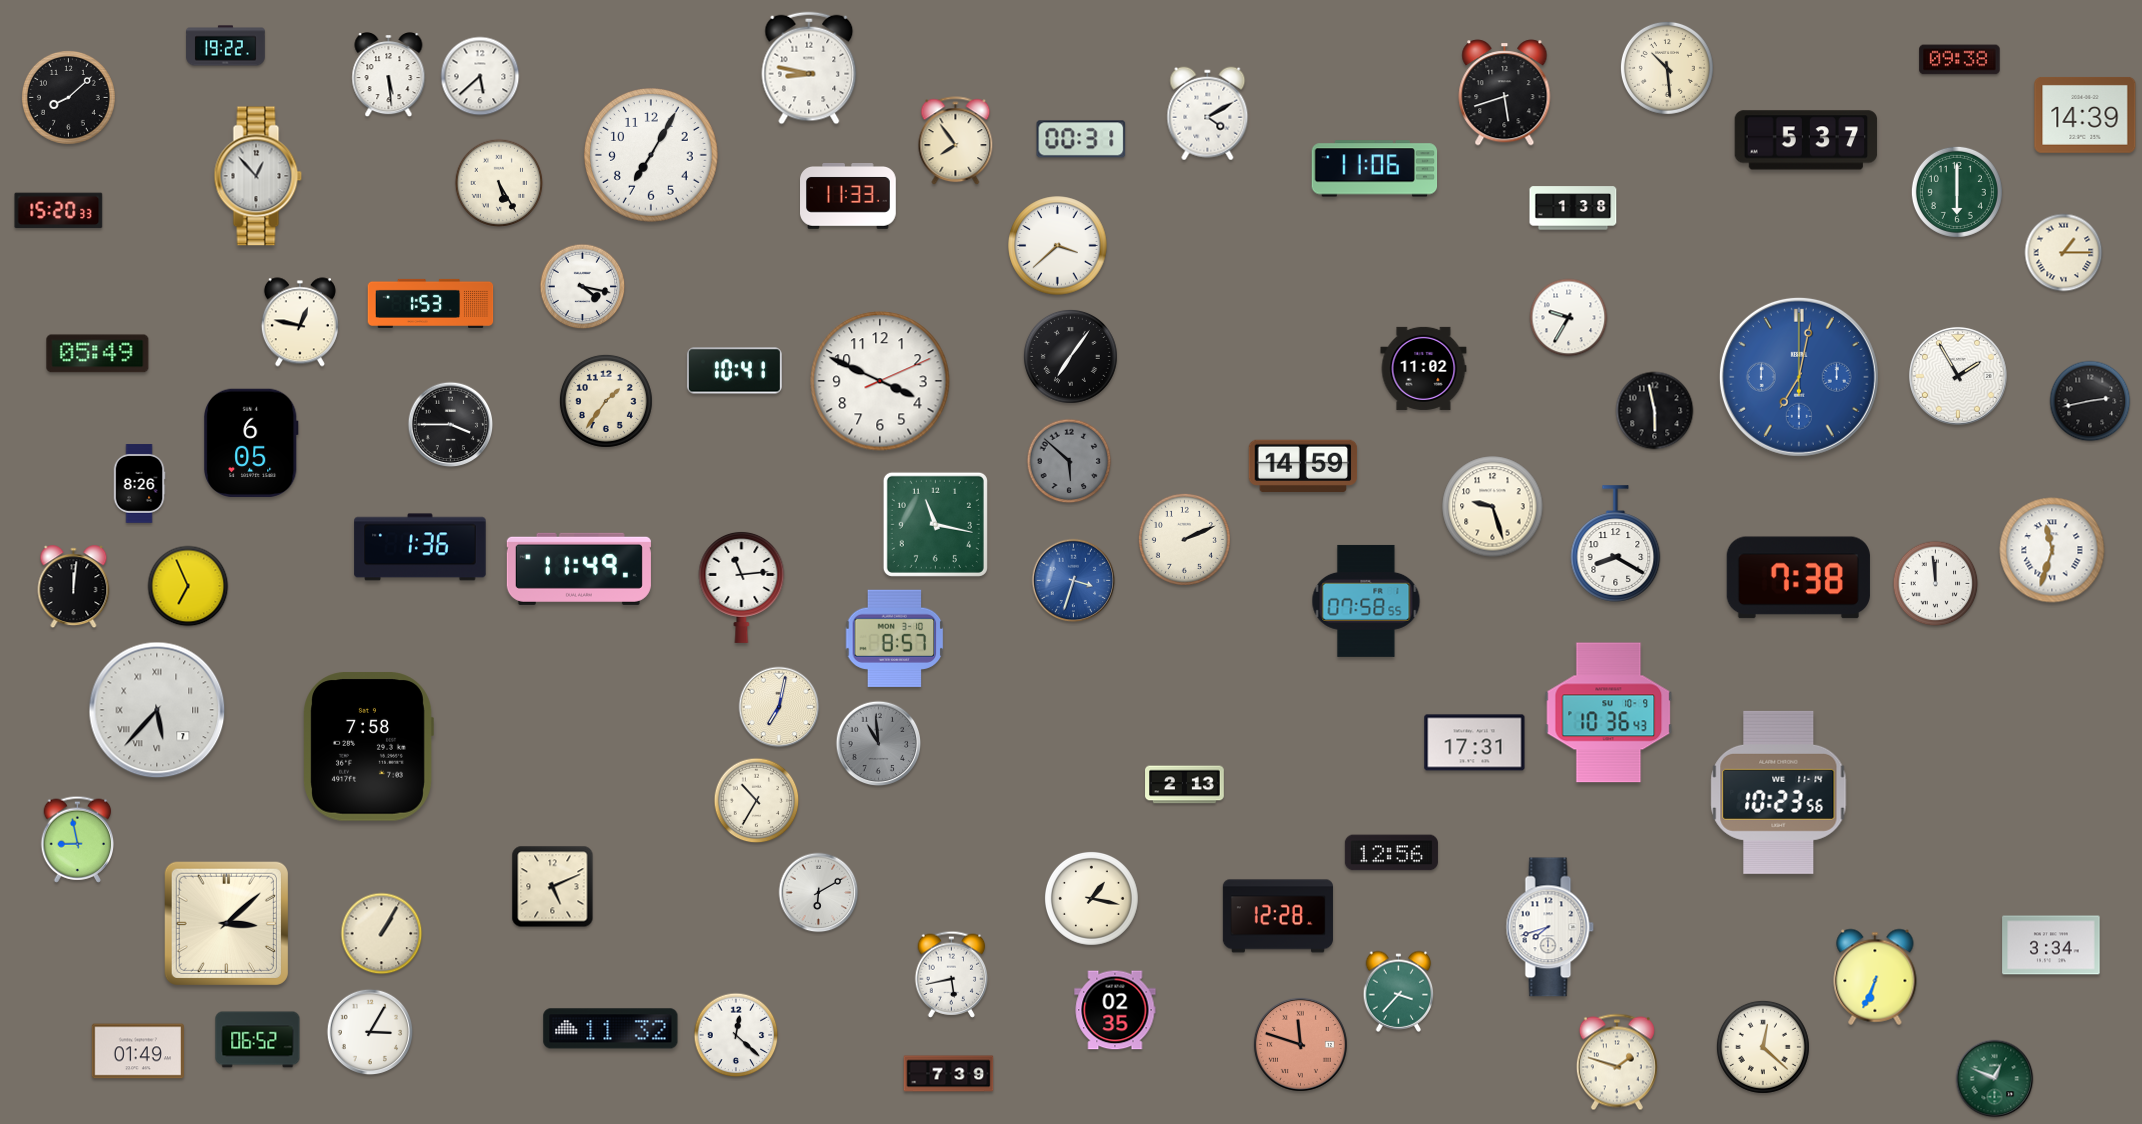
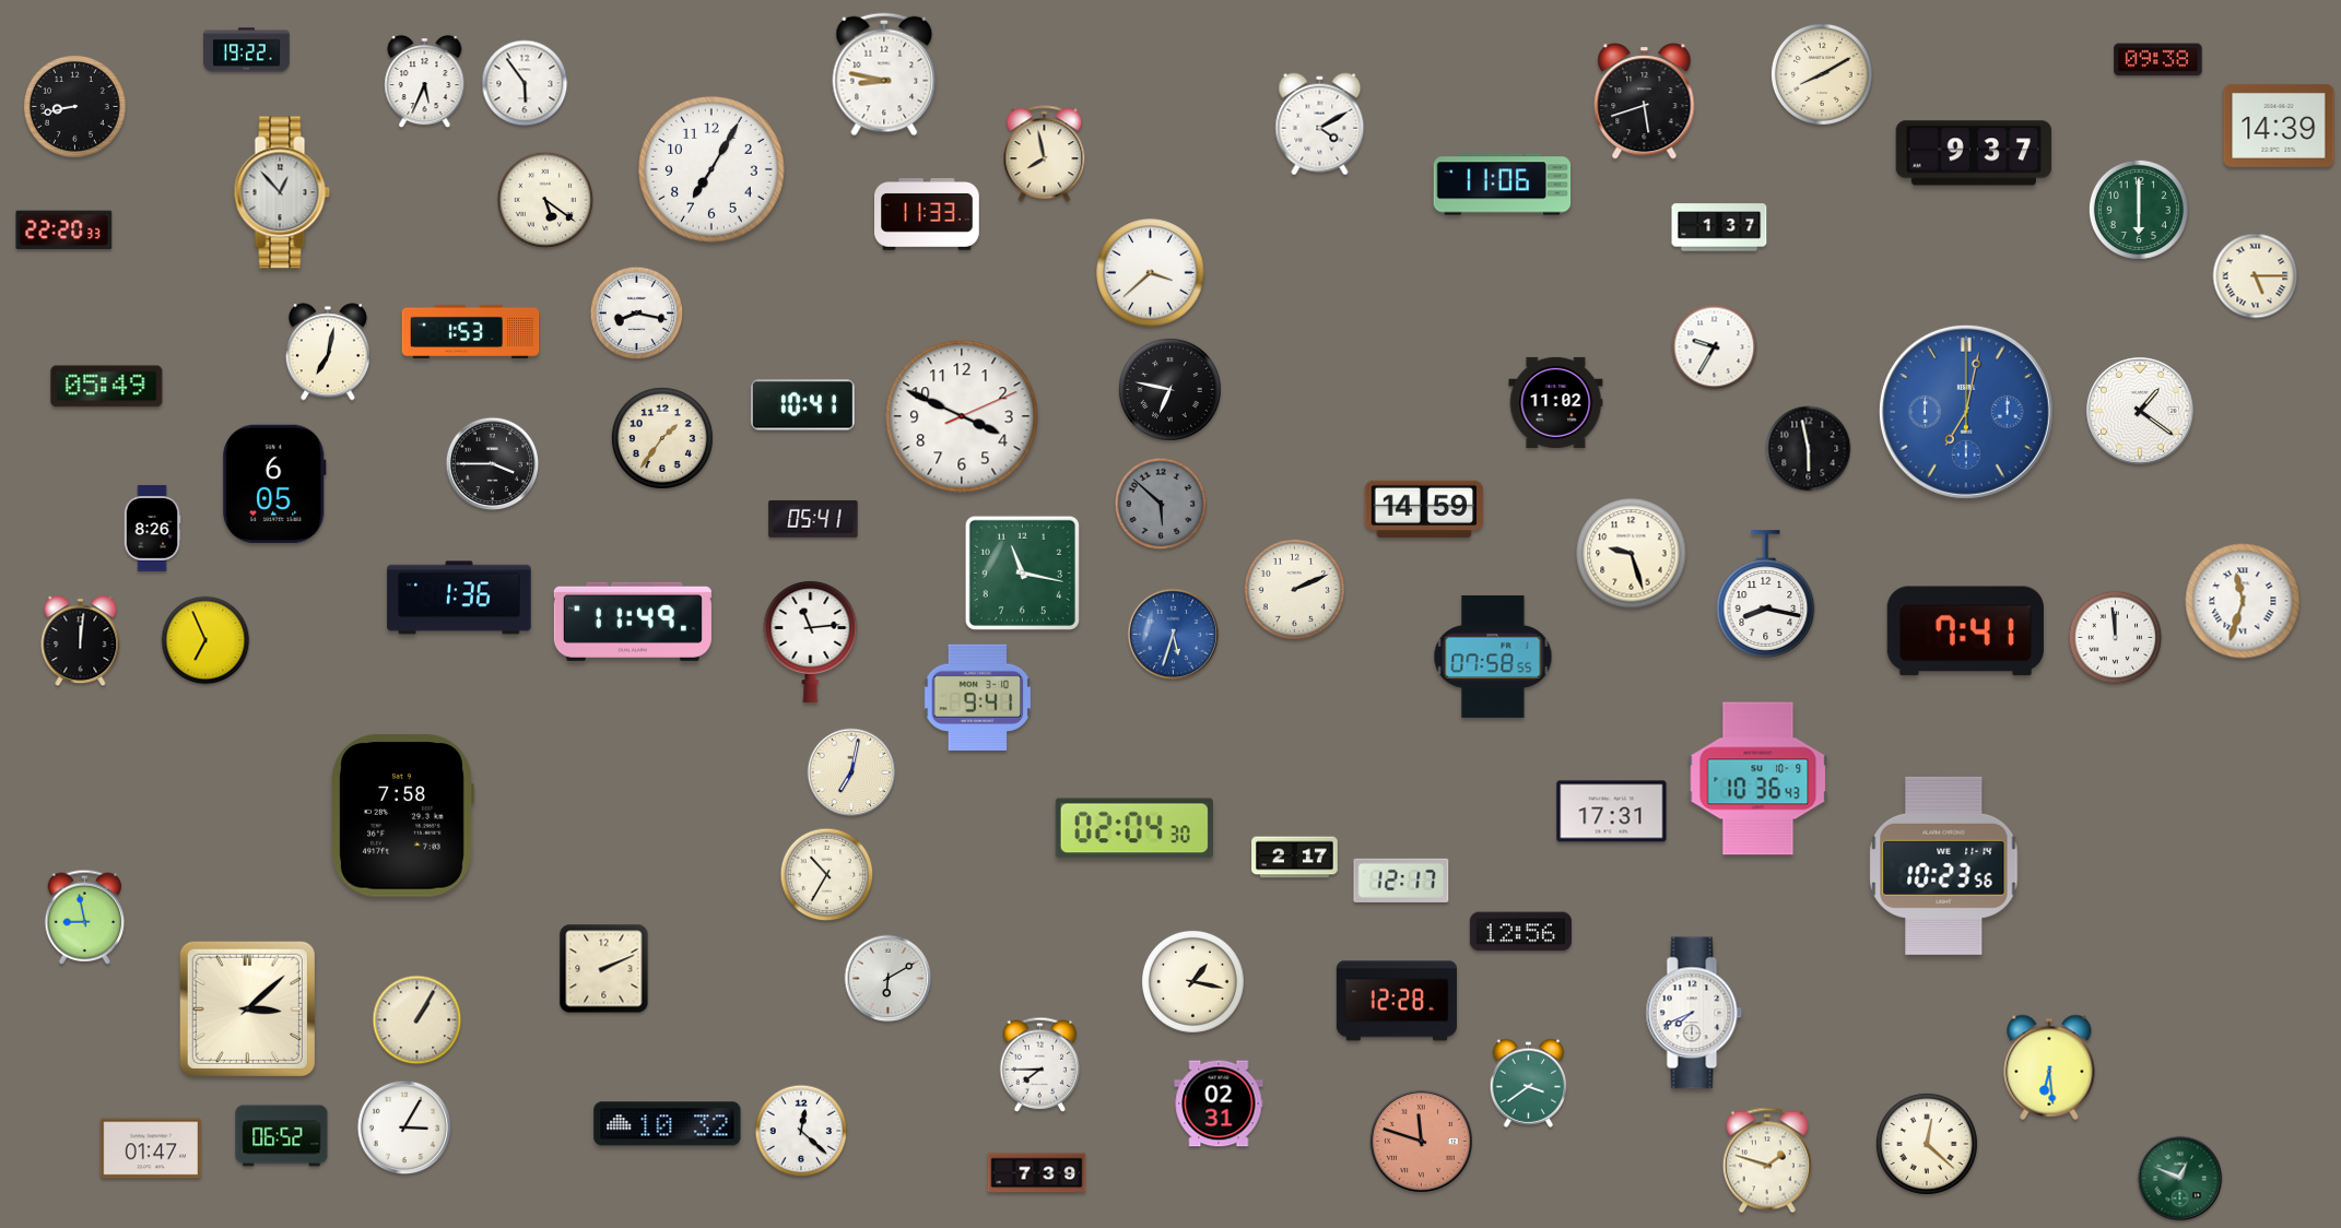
clock at (1960, 60) position: (1960, 60) -> (2158, 60)
clock at (1667, 68): 10:29 -> 8:10
clock at (389, 76): 5:29 -> 5:34
clock at (480, 76): 5:38 -> 5:54
clock at (68, 97): 8:08 -> 8:43
clock at (1081, 139): 00:31 -> none
clock at (1806, 140): 5:37 -> 9:37
clock at (956, 141): 7:54 -> 7:58
clock at (499, 183): 5:25 -> 5:21
clock at (1573, 208): 1:38 -> 1:37
clock at (59, 211): 15:20 -> 22:20
clock at (1058, 246) position: (1058, 246) -> (1151, 273)
clock at (2064, 253): 1:15 -> 5:15
clock at (583, 287): 4:17 -> 8:17
clock at (300, 322): 12:47 -> 7:02
clock at (1070, 356): 7:06 -> 6:47
clock at (1958, 376): 1:55 -> 1:21
clock at (2090, 401): 2:43 -> none
clock at (1069, 461) position: (1069, 461) -> (1161, 504)
clock at (813, 519): none -> 05:41
clock at (1616, 544): 8:20 -> 8:17
clock at (1798, 578): 7:38 -> 7:41
clock at (1074, 581): 3:33 -> 5:33
clock at (895, 638): 8:57 -> 9:41
clock at (157, 710): 5:37 -> none
clock at (879, 744): 10:59 -> none
clock at (1134, 828): none -> 02:04
clock at (1185, 785): 2:13 -> 2:17
clock at (1401, 881): none -> 12:17
clock at (553, 887): 5:11 -> 2:11
clock at (819, 893) position: (819, 893) -> (889, 979)
clock at (1550, 927): 7:42 -> 7:41
clock at (2051, 945): 3:34 -> none
clock at (952, 974): 5:43 -> 7:45
clock at (1875, 977): 6:34 -> 6:29
clock at (1399, 991): 3:37 -> 3:39
clock at (1115, 1010): 02:35 -> 02:31
clock at (611, 1029): 11:32 -> 10:32
clock at (736, 1035) position: (736, 1035) -> (801, 1131)
clock at (137, 1051): 01:49 -> 01:47
